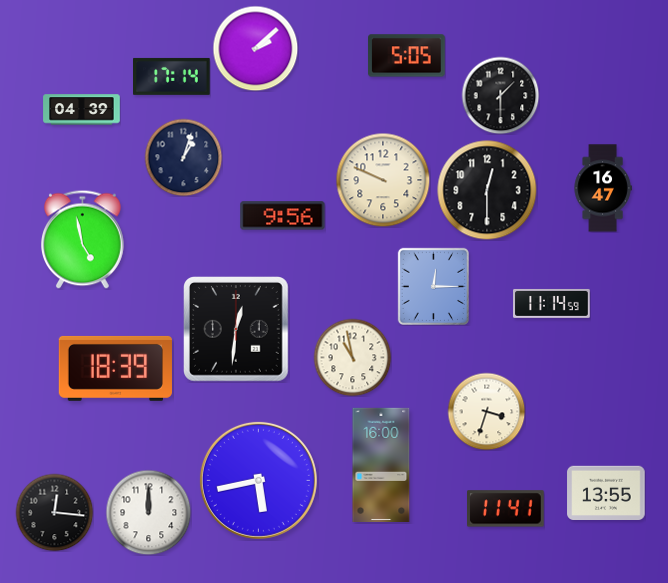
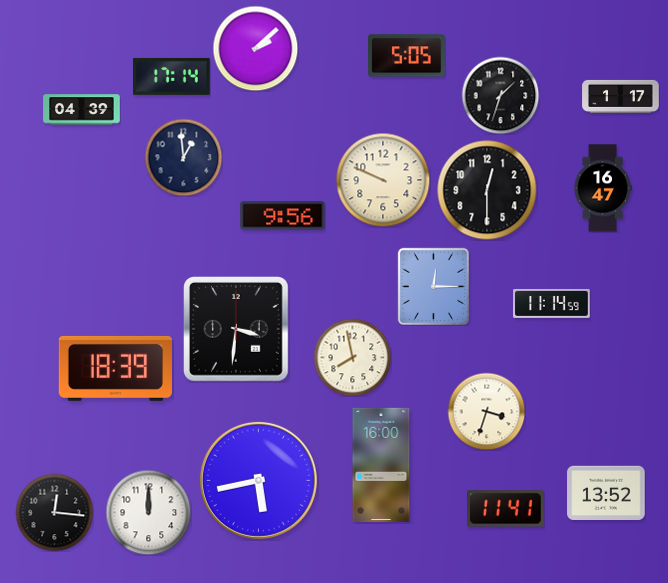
clock at (500, 95): 1:30 -> 1:33
clock at (621, 96): none -> 1:17
clock at (183, 157): 1:03 -> 12:59
clock at (83, 239): 4:58 -> none
clock at (237, 330): 12:31 -> 3:31
clock at (352, 357): 10:58 -> 7:58
clock at (606, 492): 13:55 -> 13:52
